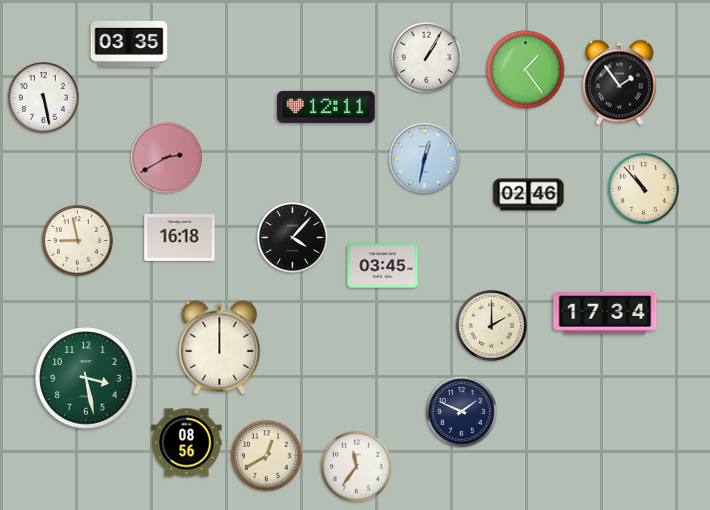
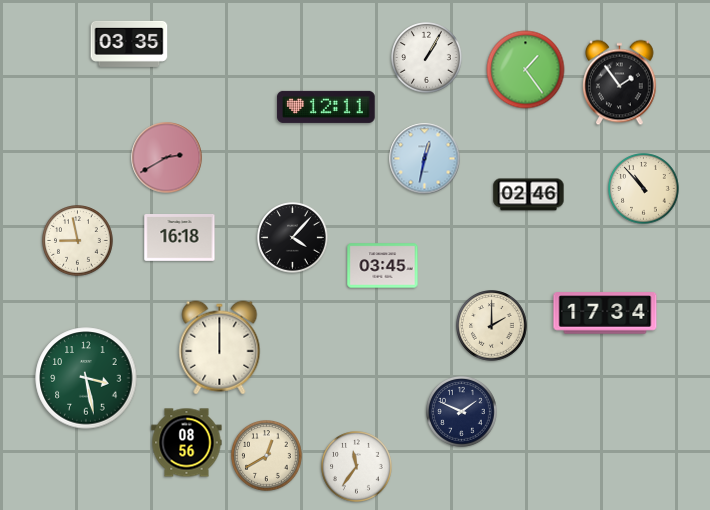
clock at (44, 98): 5:28 -> none
